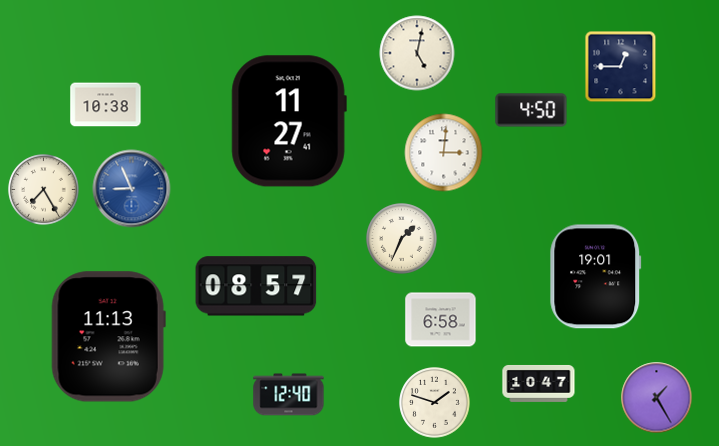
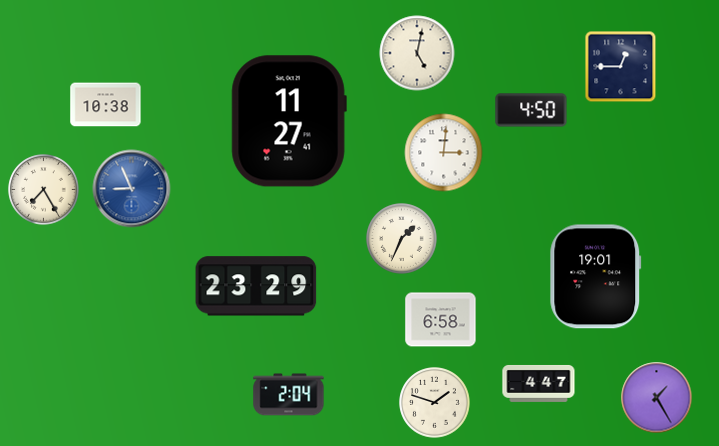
clock at (256, 286): 08:57 -> 23:29
clock at (108, 337): 11:13 -> none
clock at (539, 384): 10:47 -> 4:47
clock at (289, 395): 12:40 -> 2:04
